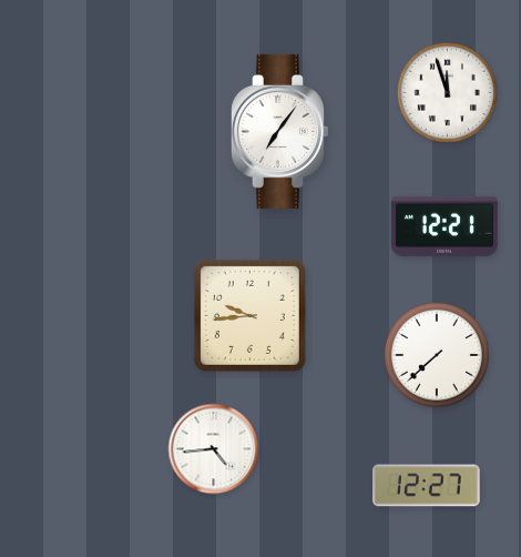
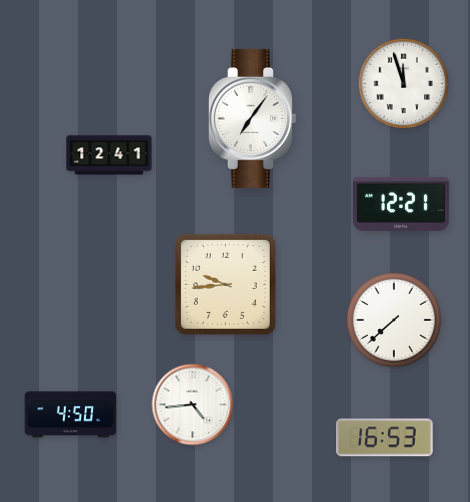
clock at (109, 155): none -> 12:41
clock at (71, 415): none -> 4:50
clock at (427, 486): 12:27 -> 16:53
